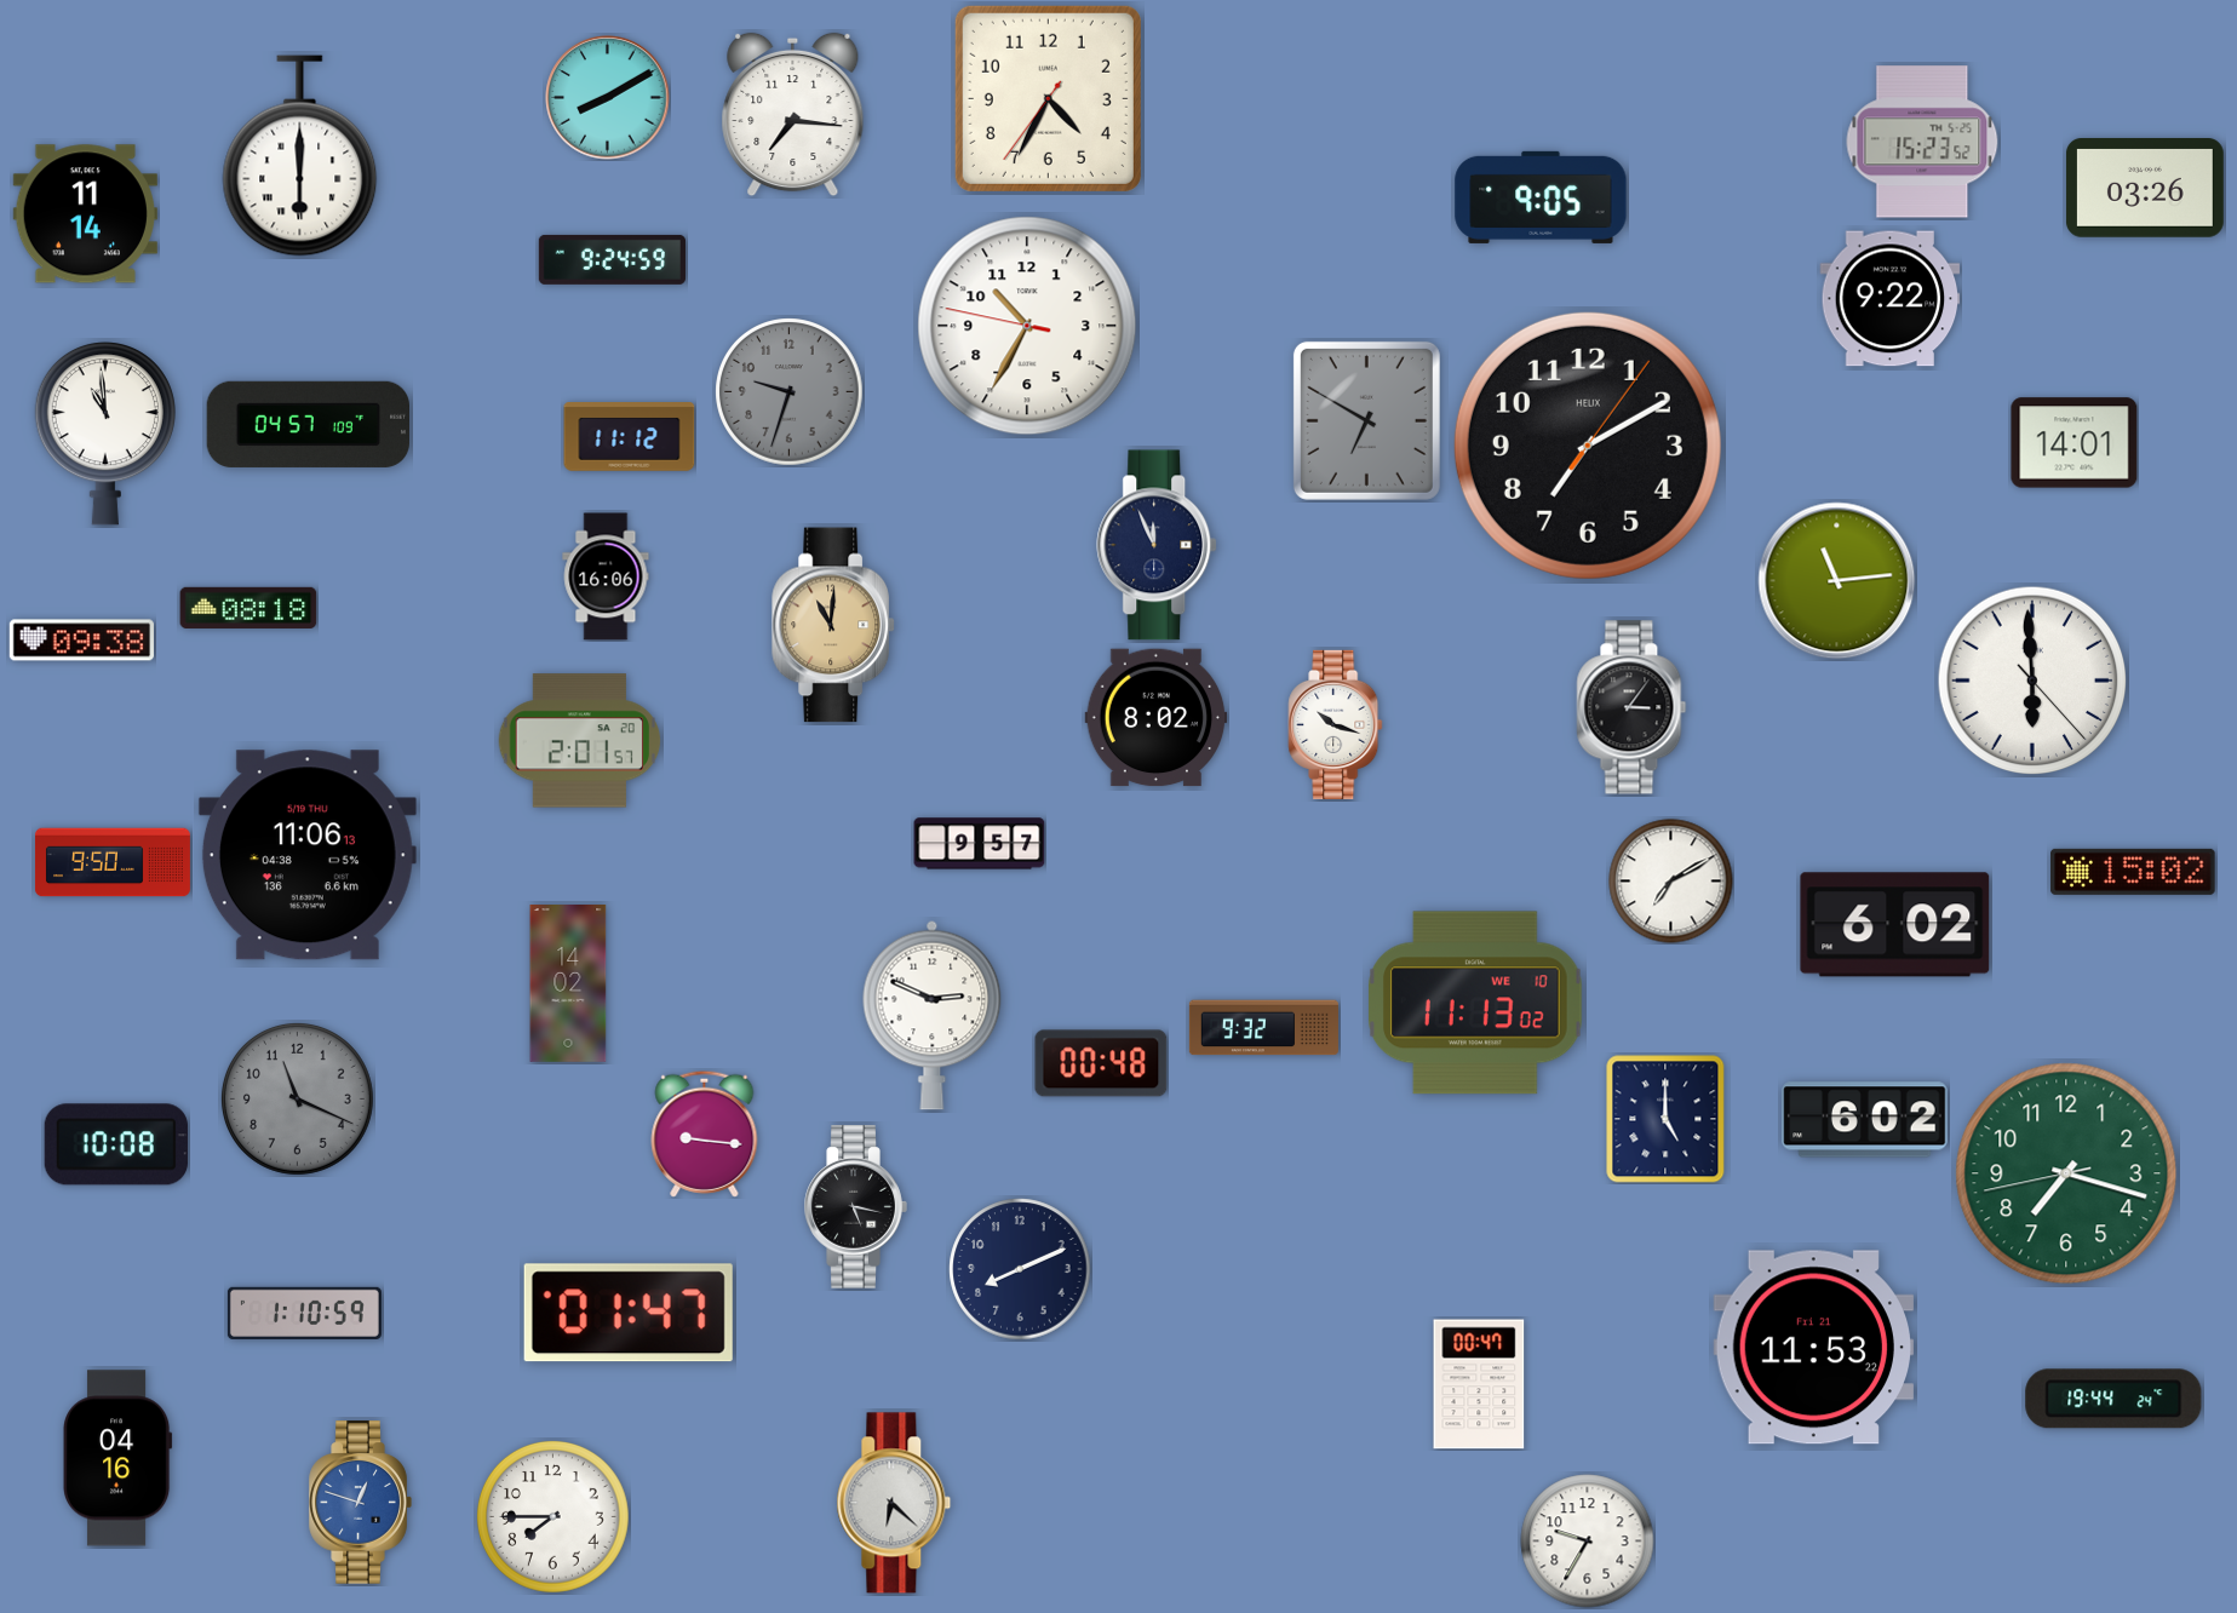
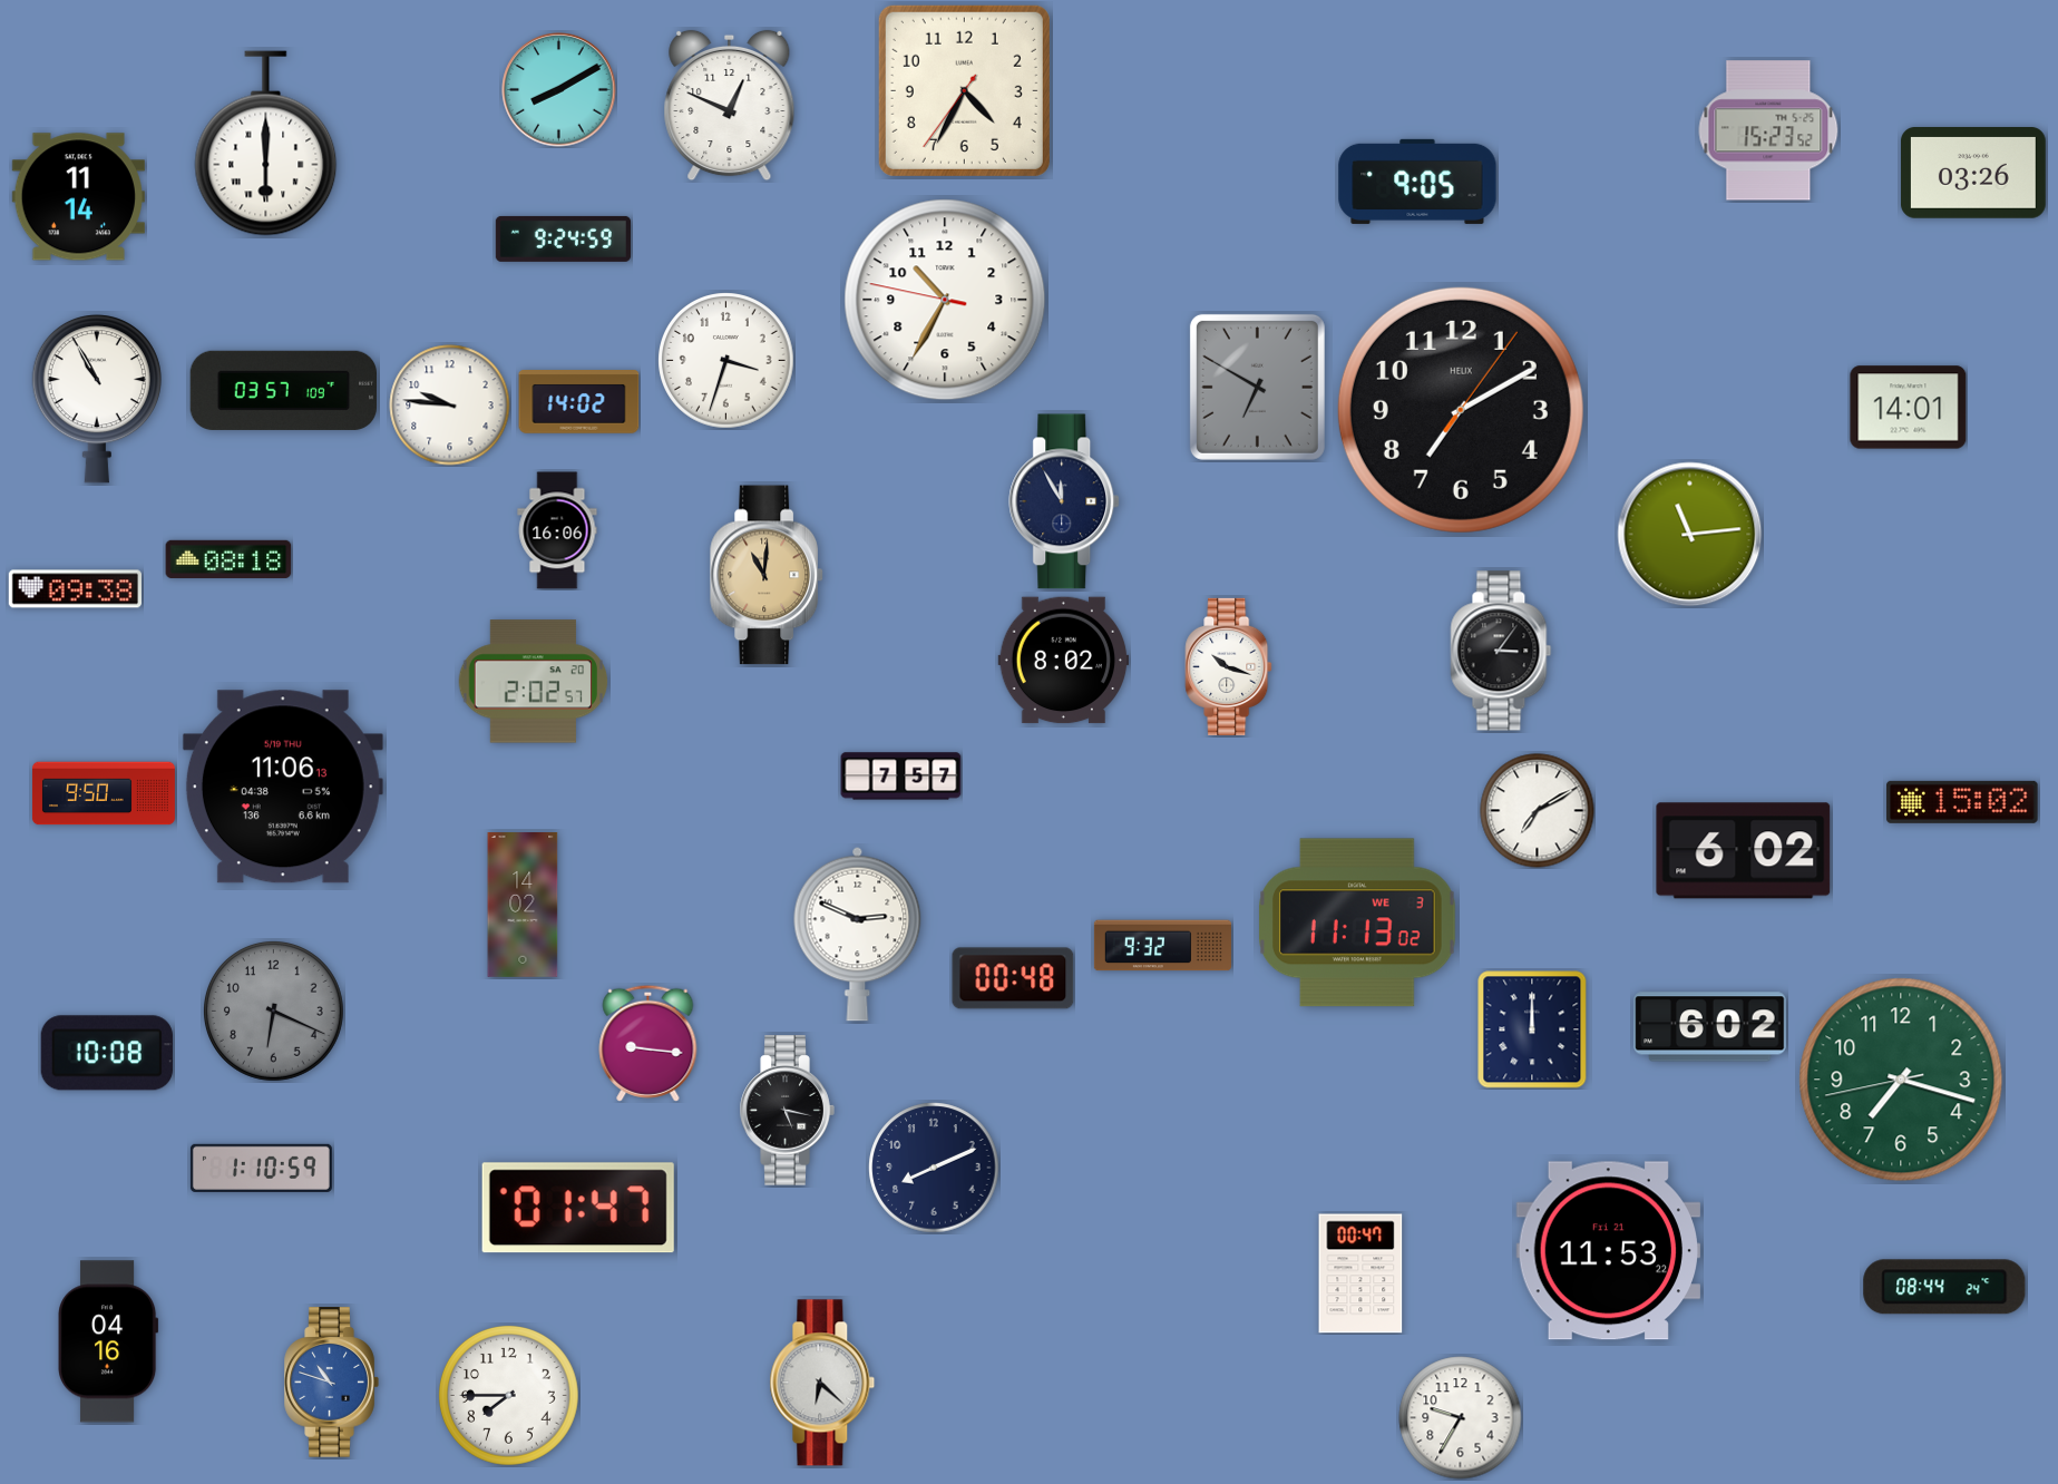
clock at (793, 115): 7:16 -> 12:49
clock at (300, 156) position: (300, 156) -> (266, 144)
clock at (1891, 299): 9:22 -> none
clock at (790, 392): 9:33 -> 3:33
clock at (790, 392) dial: grey -> white
clock at (308, 424): 04:57 -> 03:57
clock at (105, 435): 10:59 -> 10:55
clock at (630, 437): 11:12 -> 14:02
clock at (450, 406): none -> 9:46
clock at (1158, 545): 11:56 -> 11:55
clock at (2032, 681): 5:59 -> none
clock at (580, 741): 2:01 -> 2:02
clock at (980, 844): 9:57 -> 7:57
clock at (1475, 1003) date: WE 10 -> WE 3
clock at (297, 1098): 11:19 -> 6:19
clock at (1665, 1119): 5:00 -> 12:00
clock at (1865, 1120) position: (1865, 1120) -> (1710, 1027)
clock at (1020, 1269) position: (1020, 1269) -> (934, 1168)
clock at (304, 1313) position: (304, 1313) -> (261, 1168)
clock at (1814, 1348) position: (1814, 1348) -> (1609, 1251)
clock at (2113, 1399): 19:44 -> 08:44
clock at (360, 1503): 12:48 -> 10:48
